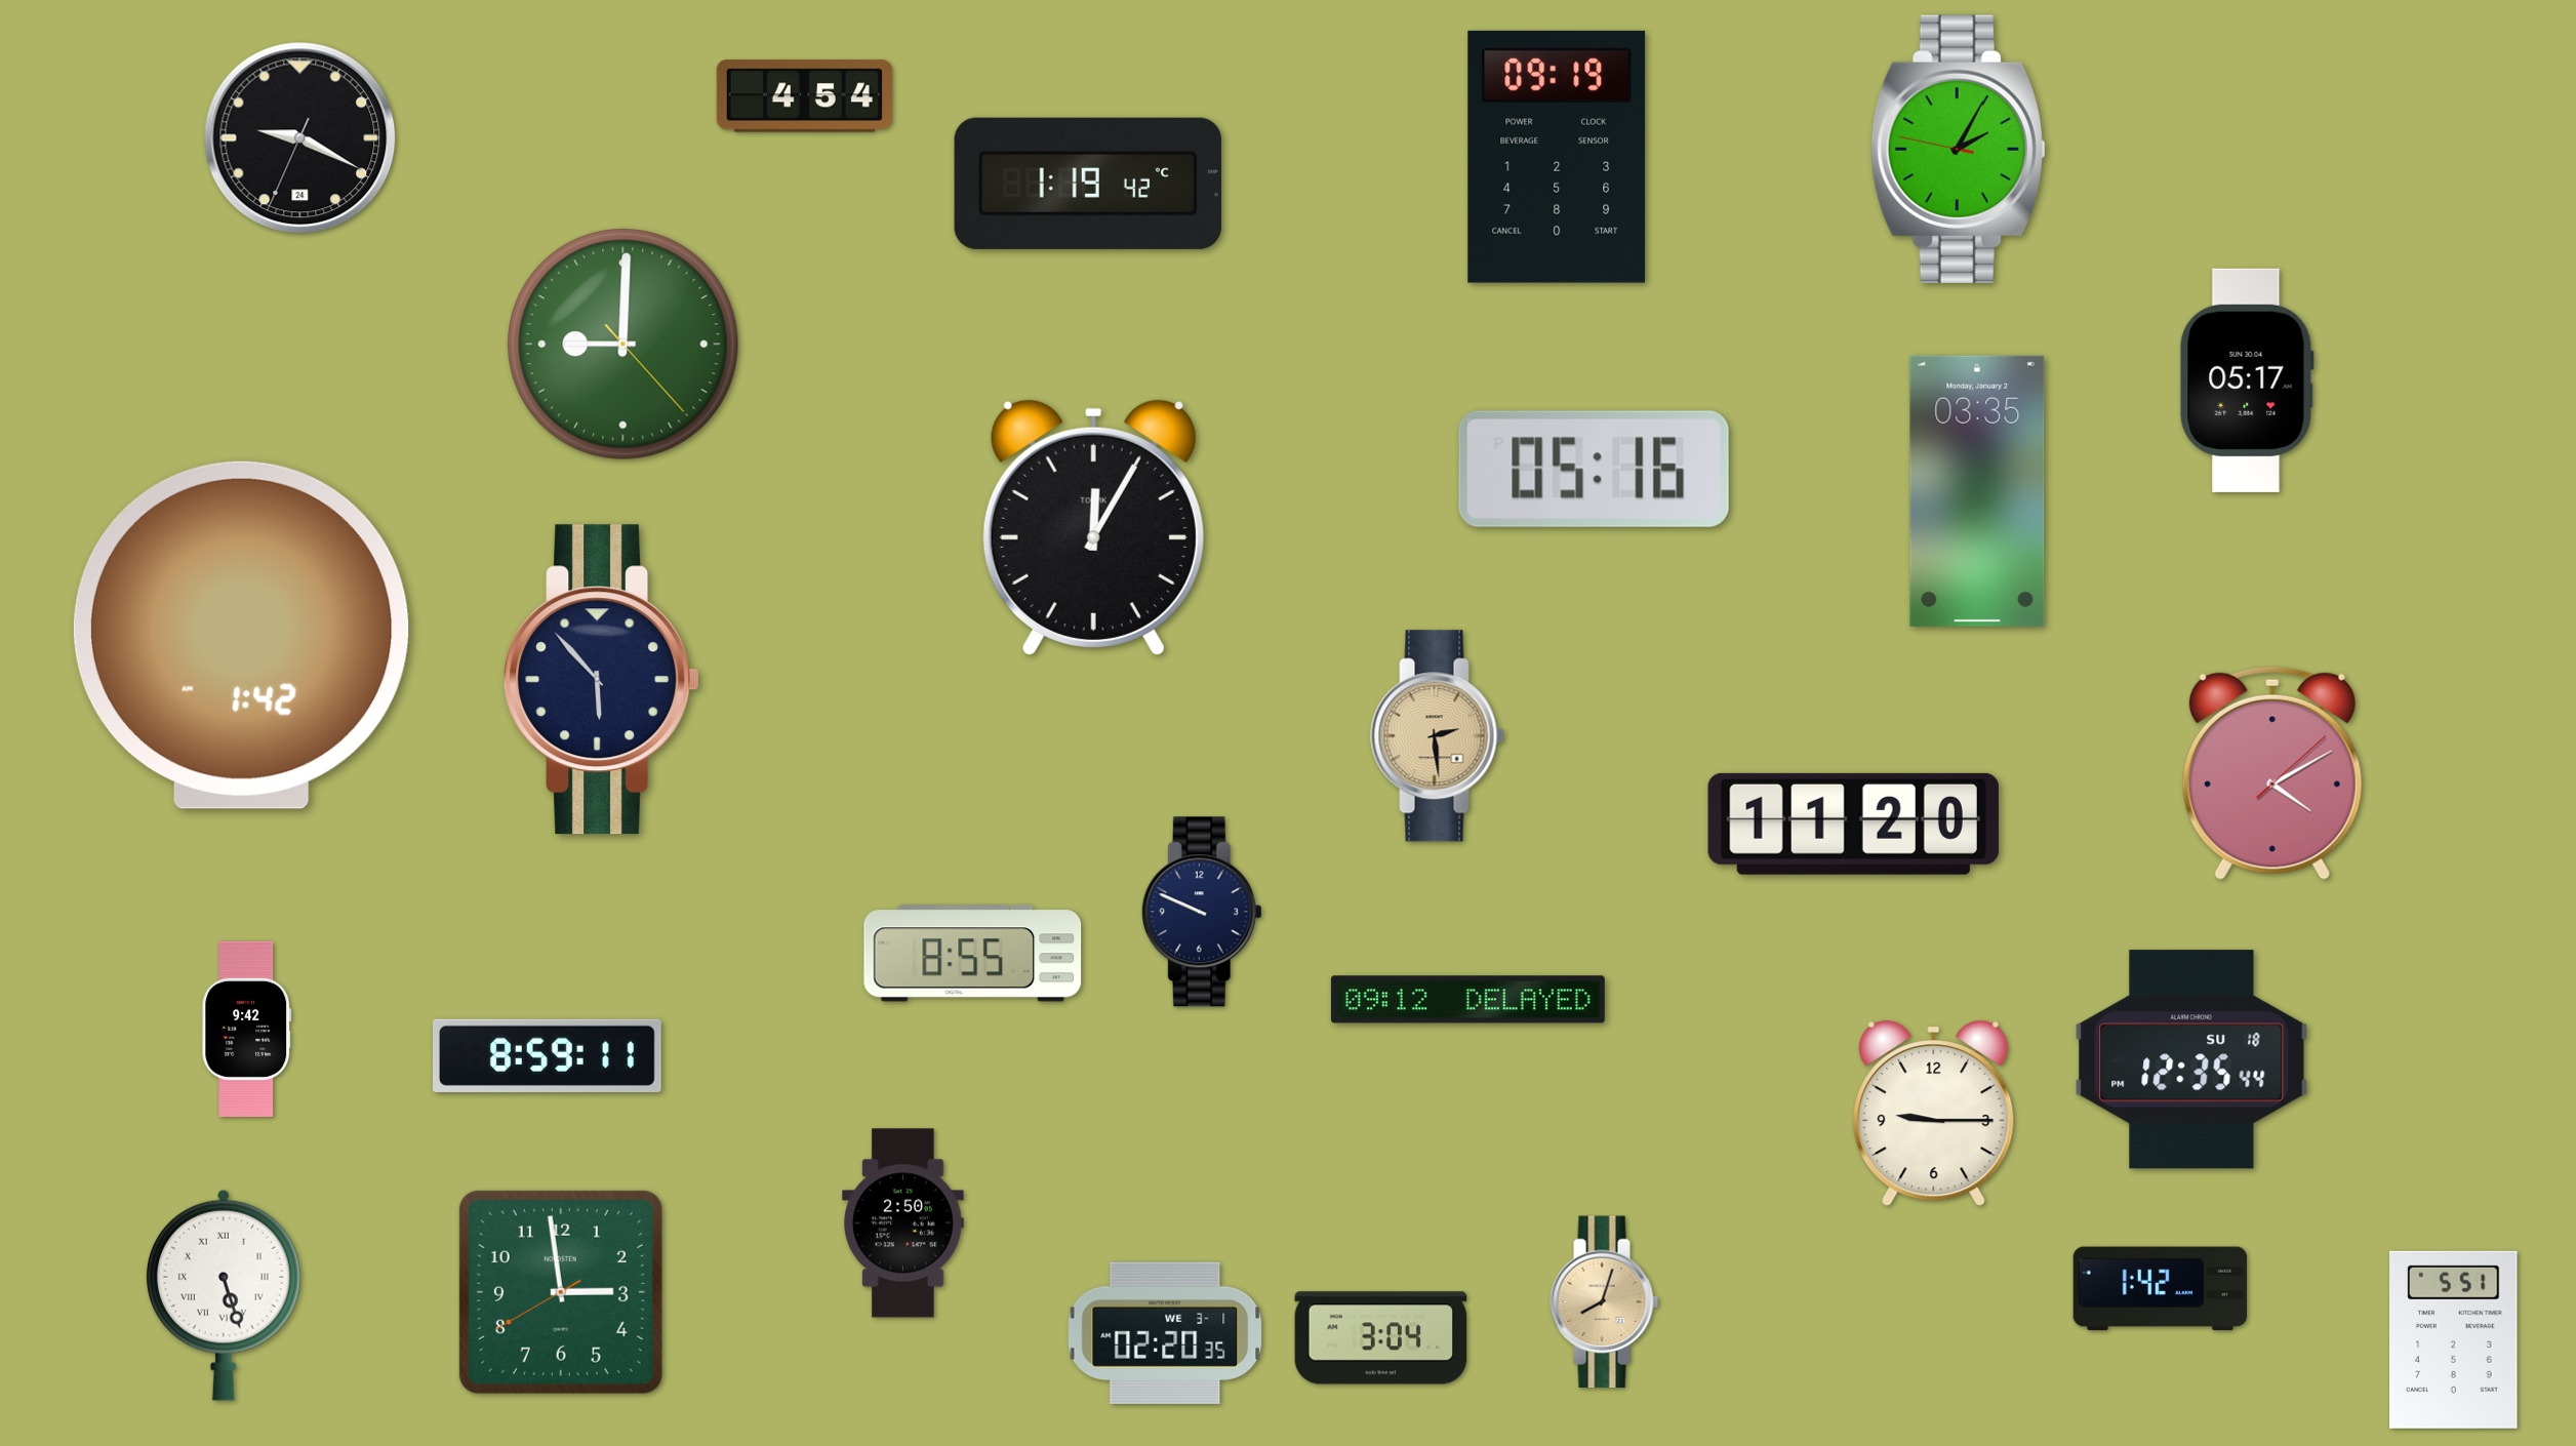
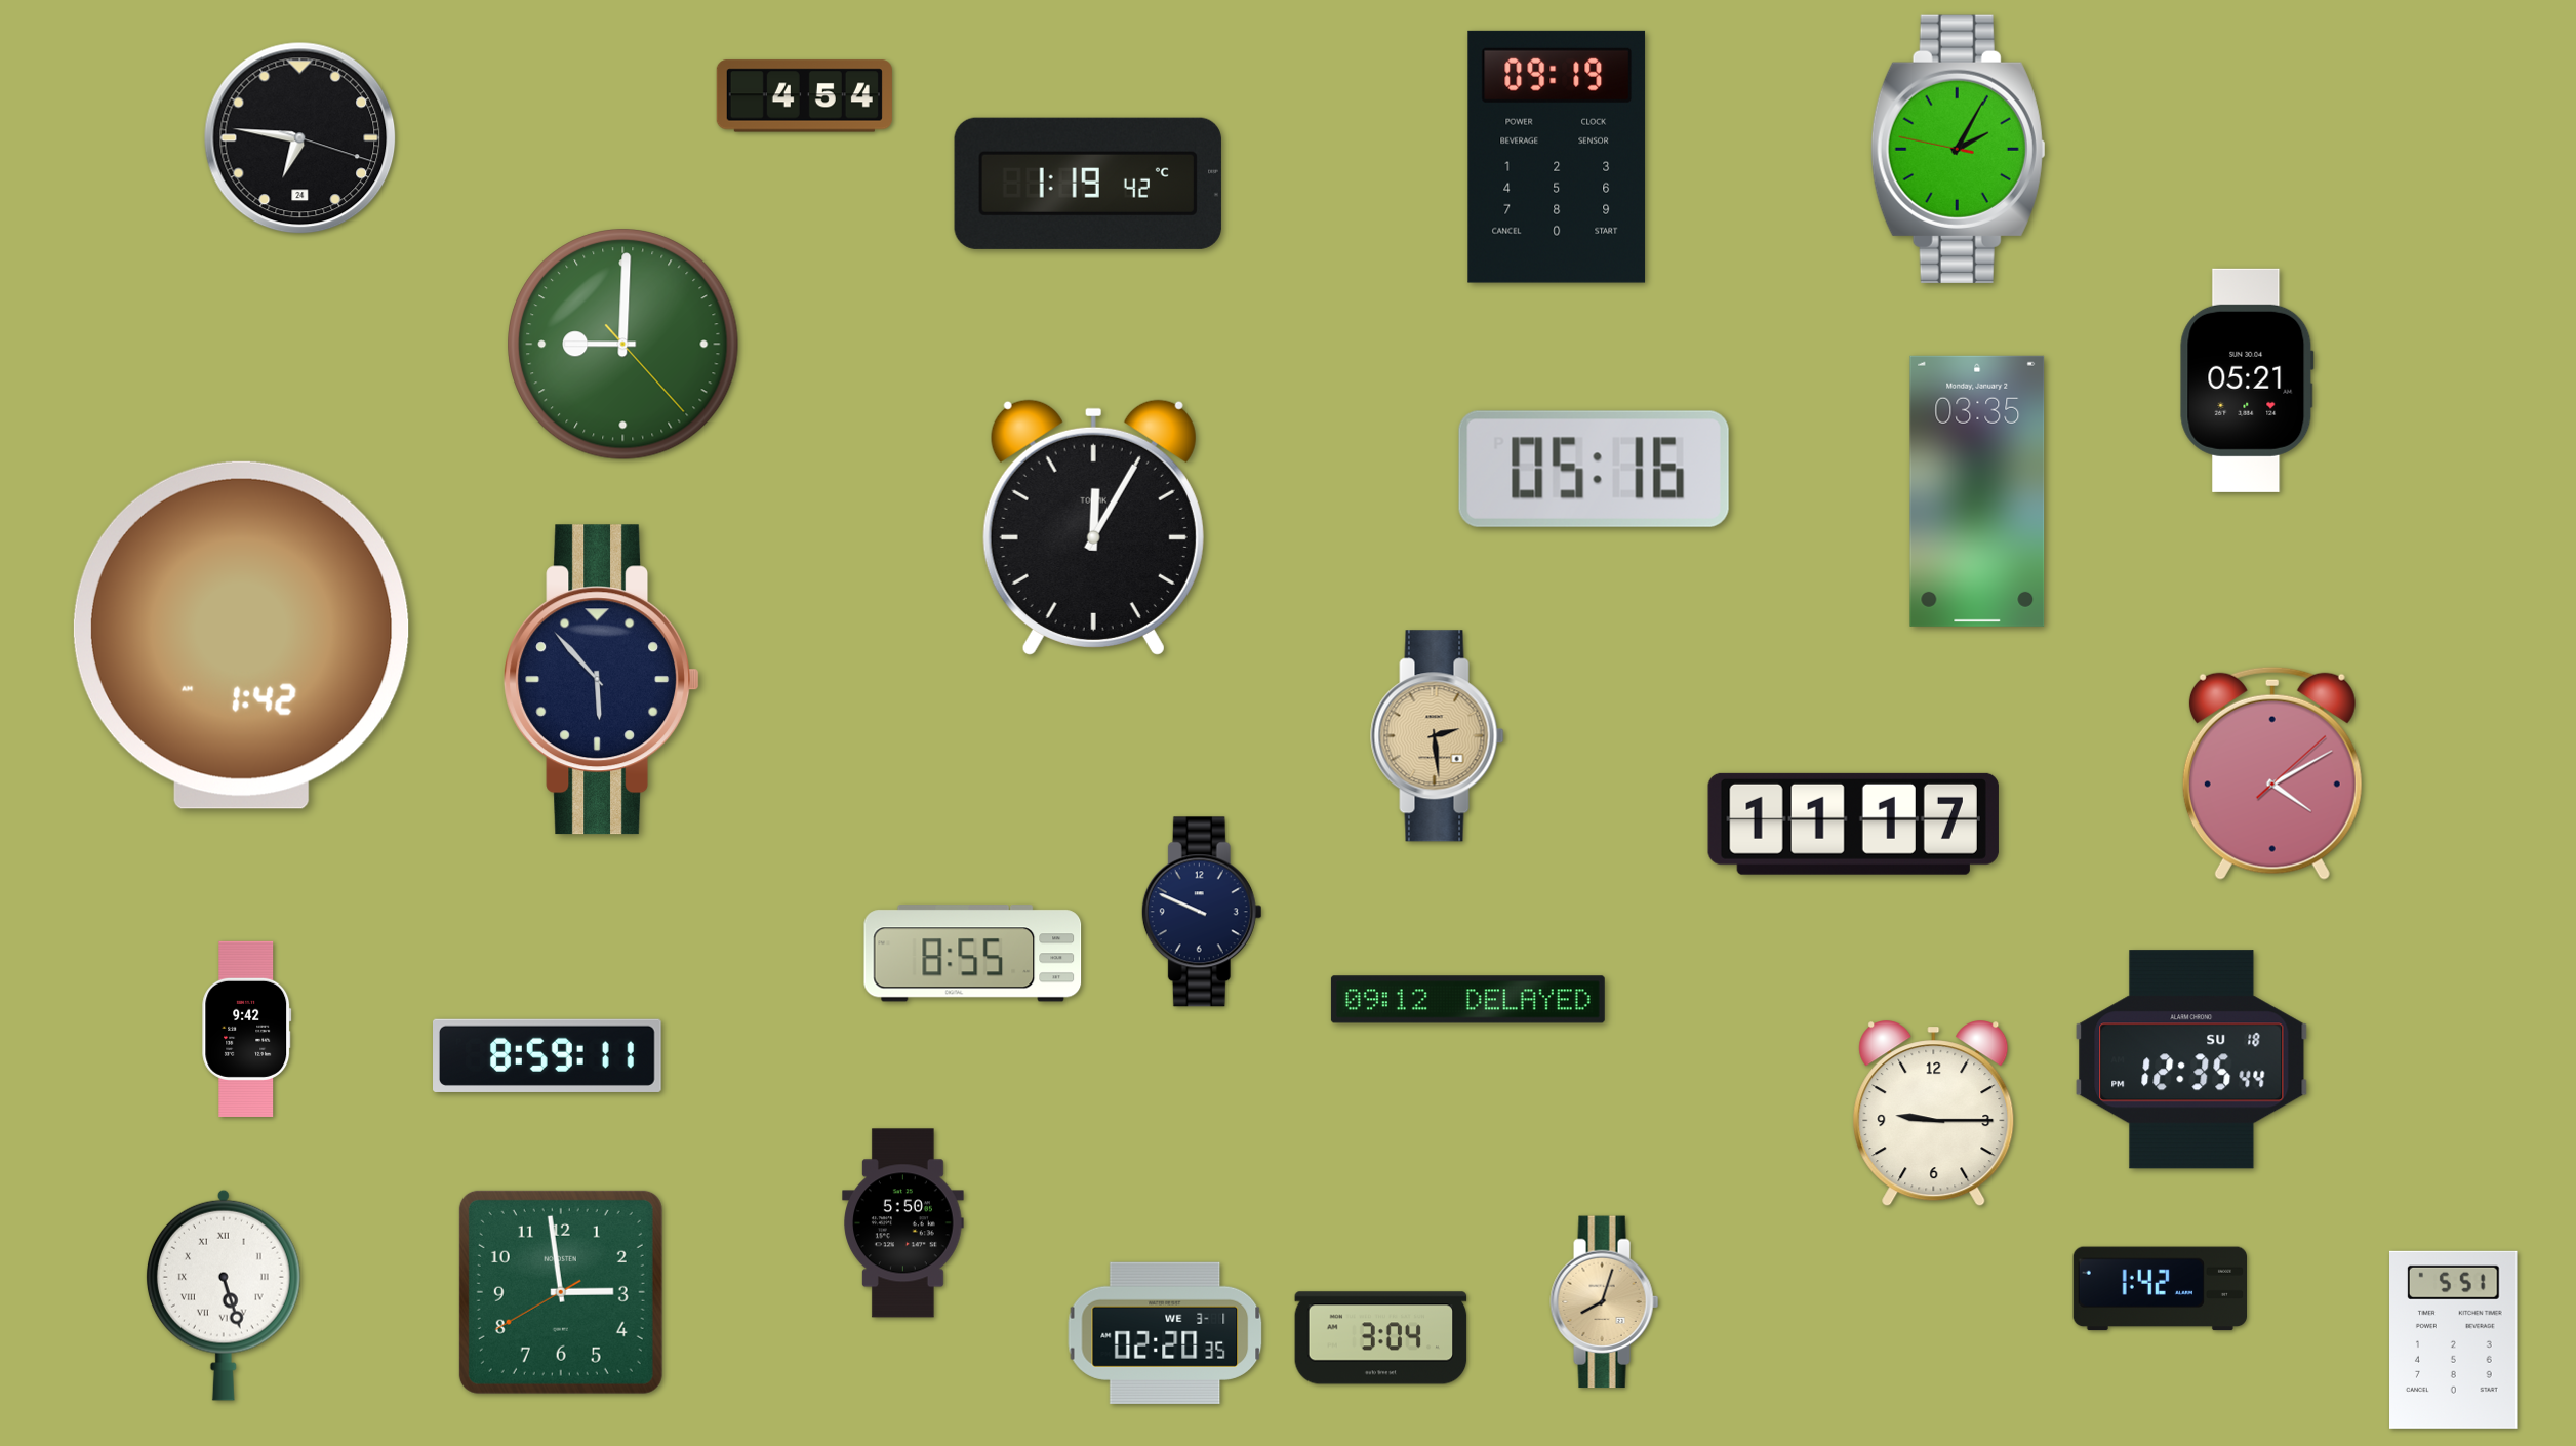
clock at (300, 138): 9:19 -> 6:46
clock at (2247, 380): 05:17 -> 05:21
clock at (1853, 824): 11:20 -> 11:17
clock at (903, 1223): 2:50 -> 5:50
